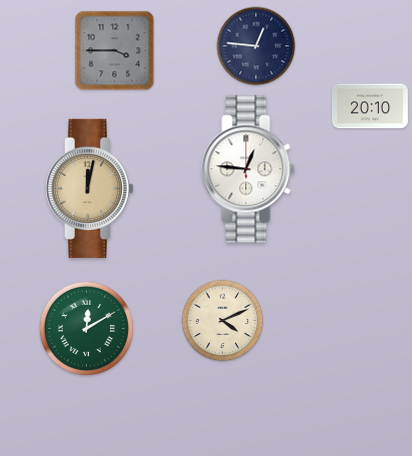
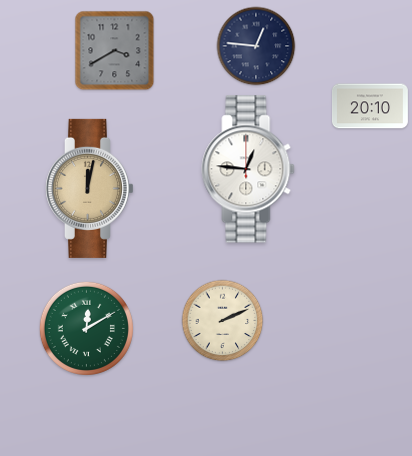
clock at (115, 51): 3:45 -> 3:40
clock at (223, 321): 4:11 -> 2:11
